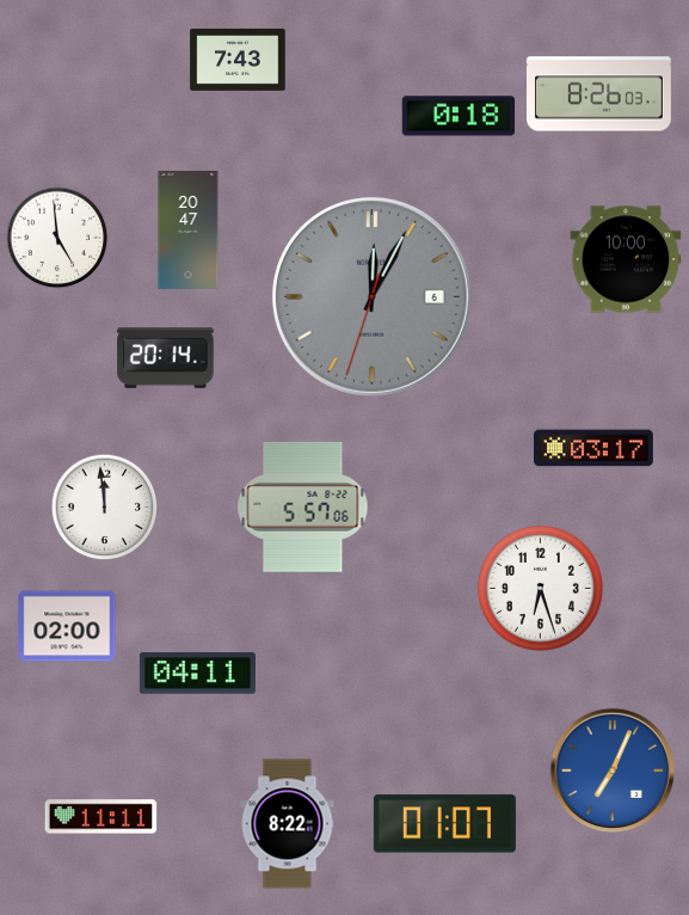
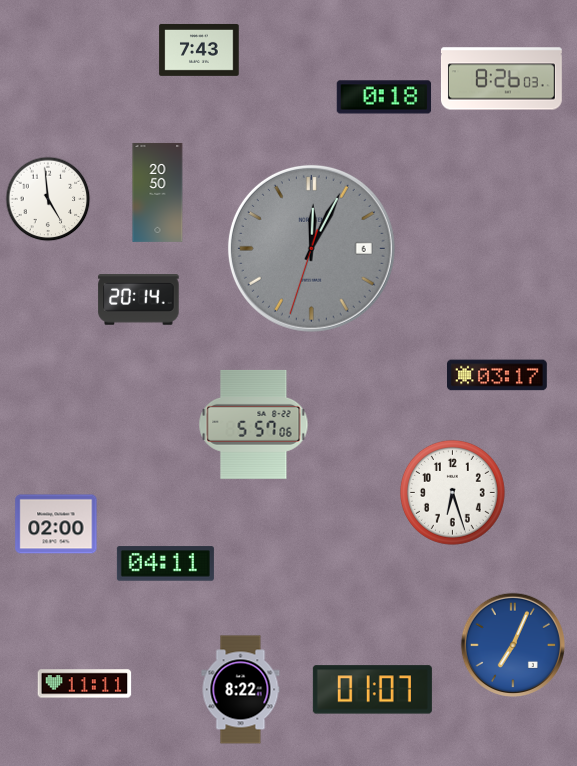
clock at (189, 229): 20:47 -> 20:50
clock at (626, 259): 10:00 -> none
clock at (105, 508): 11:59 -> none
